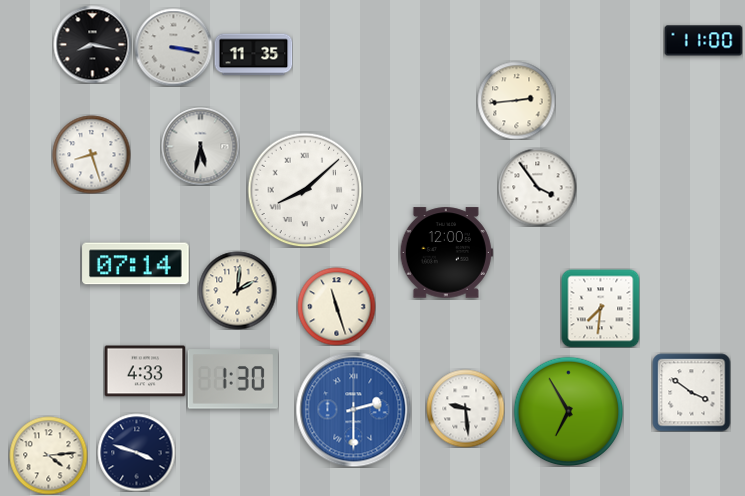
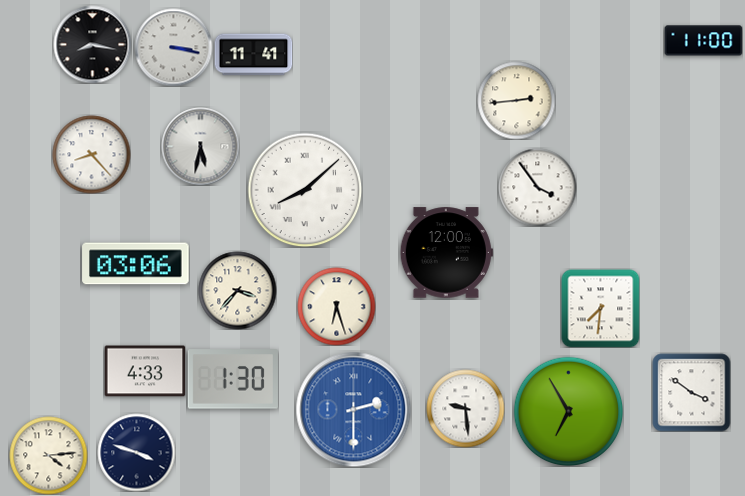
clock at (253, 55): 11:35 -> 11:41
clock at (91, 154): 8:27 -> 8:23
clock at (136, 264): 07:14 -> 03:06
clock at (237, 290): 2:01 -> 3:37
clock at (336, 306): 11:27 -> 6:27
